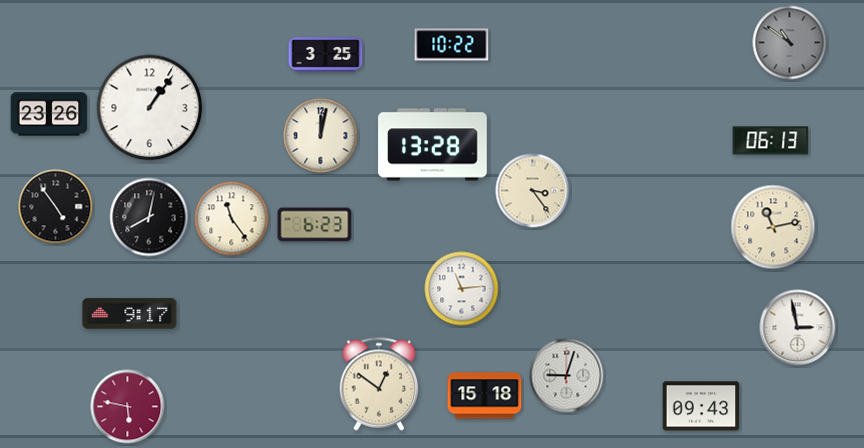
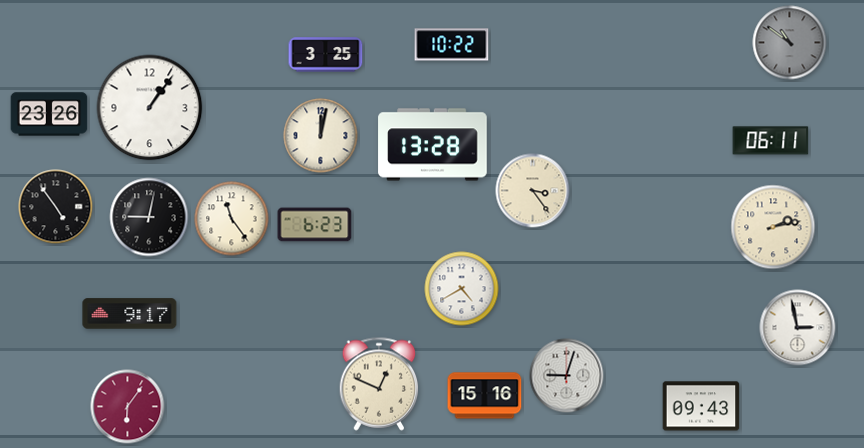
clock at (771, 141): 06:13 -> 06:11
clock at (149, 217): 8:02 -> 9:02
clock at (773, 227): 11:13 -> 2:13
clock at (462, 289): 11:14 -> 4:40
clock at (379, 384): 12:51 -> 12:49
clock at (485, 396): 15:18 -> 15:16
clock at (128, 407): 5:47 -> 6:06
